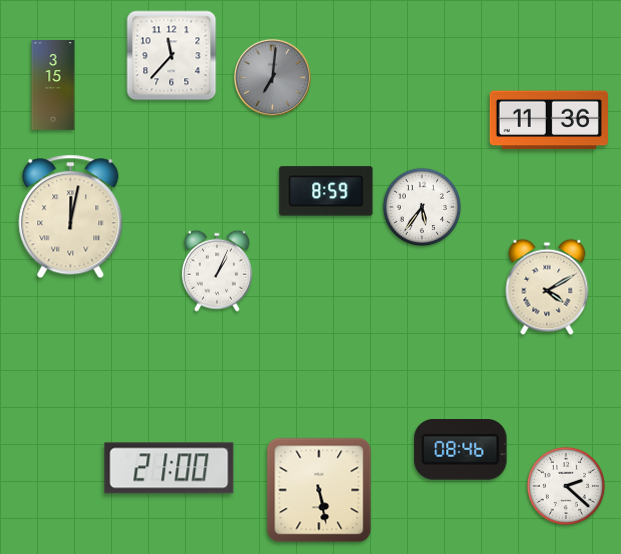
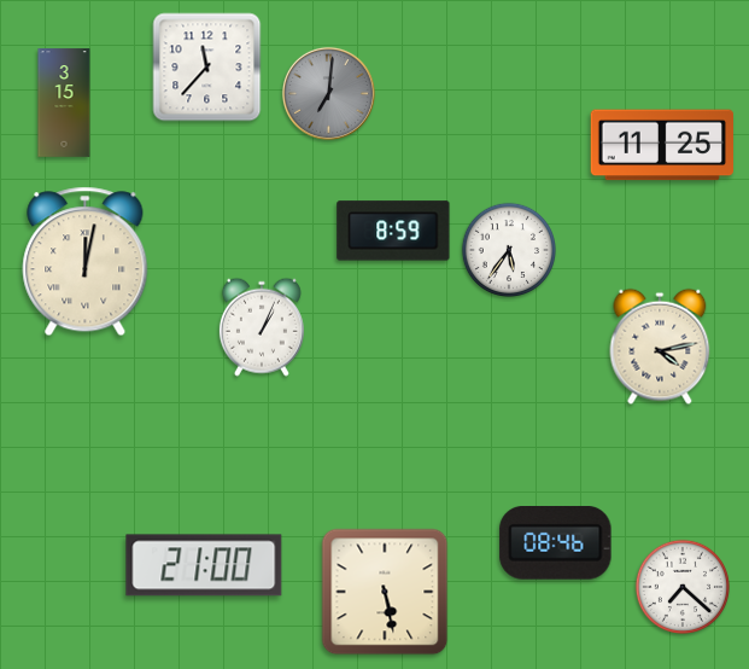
clock at (548, 120): 11:36 -> 11:25
clock at (547, 287): 4:10 -> 4:13
clock at (565, 485): 2:22 -> 7:22
